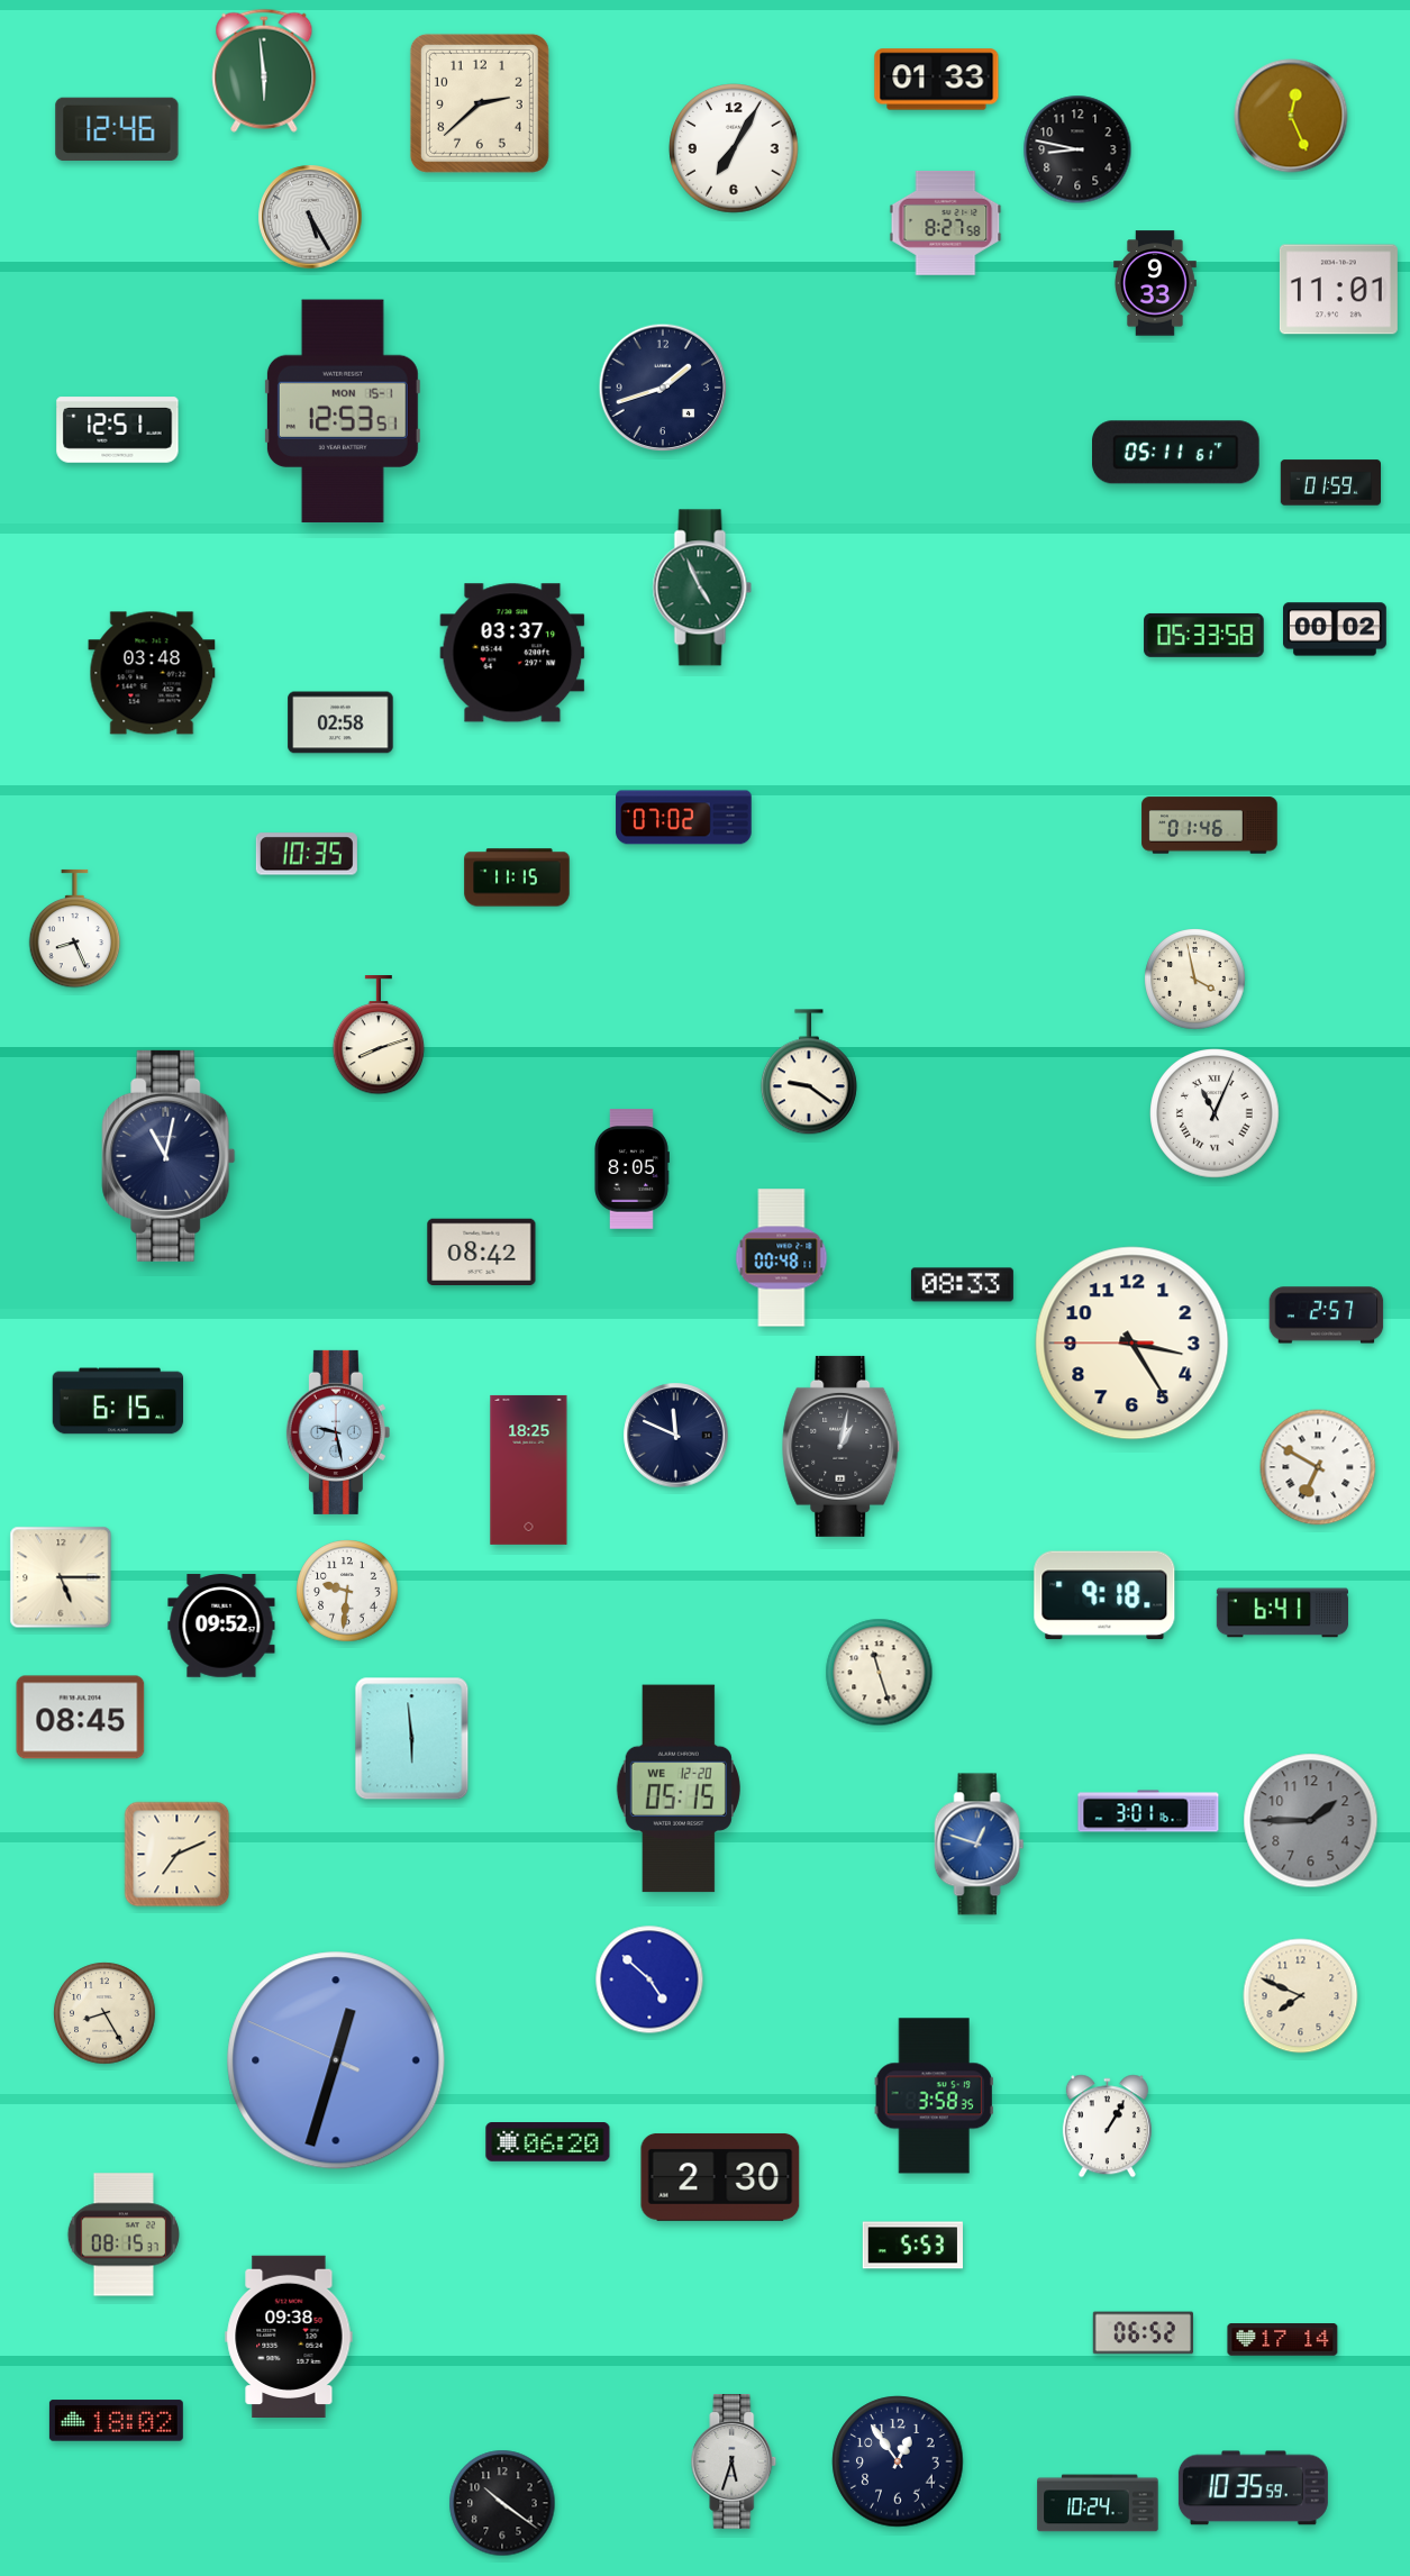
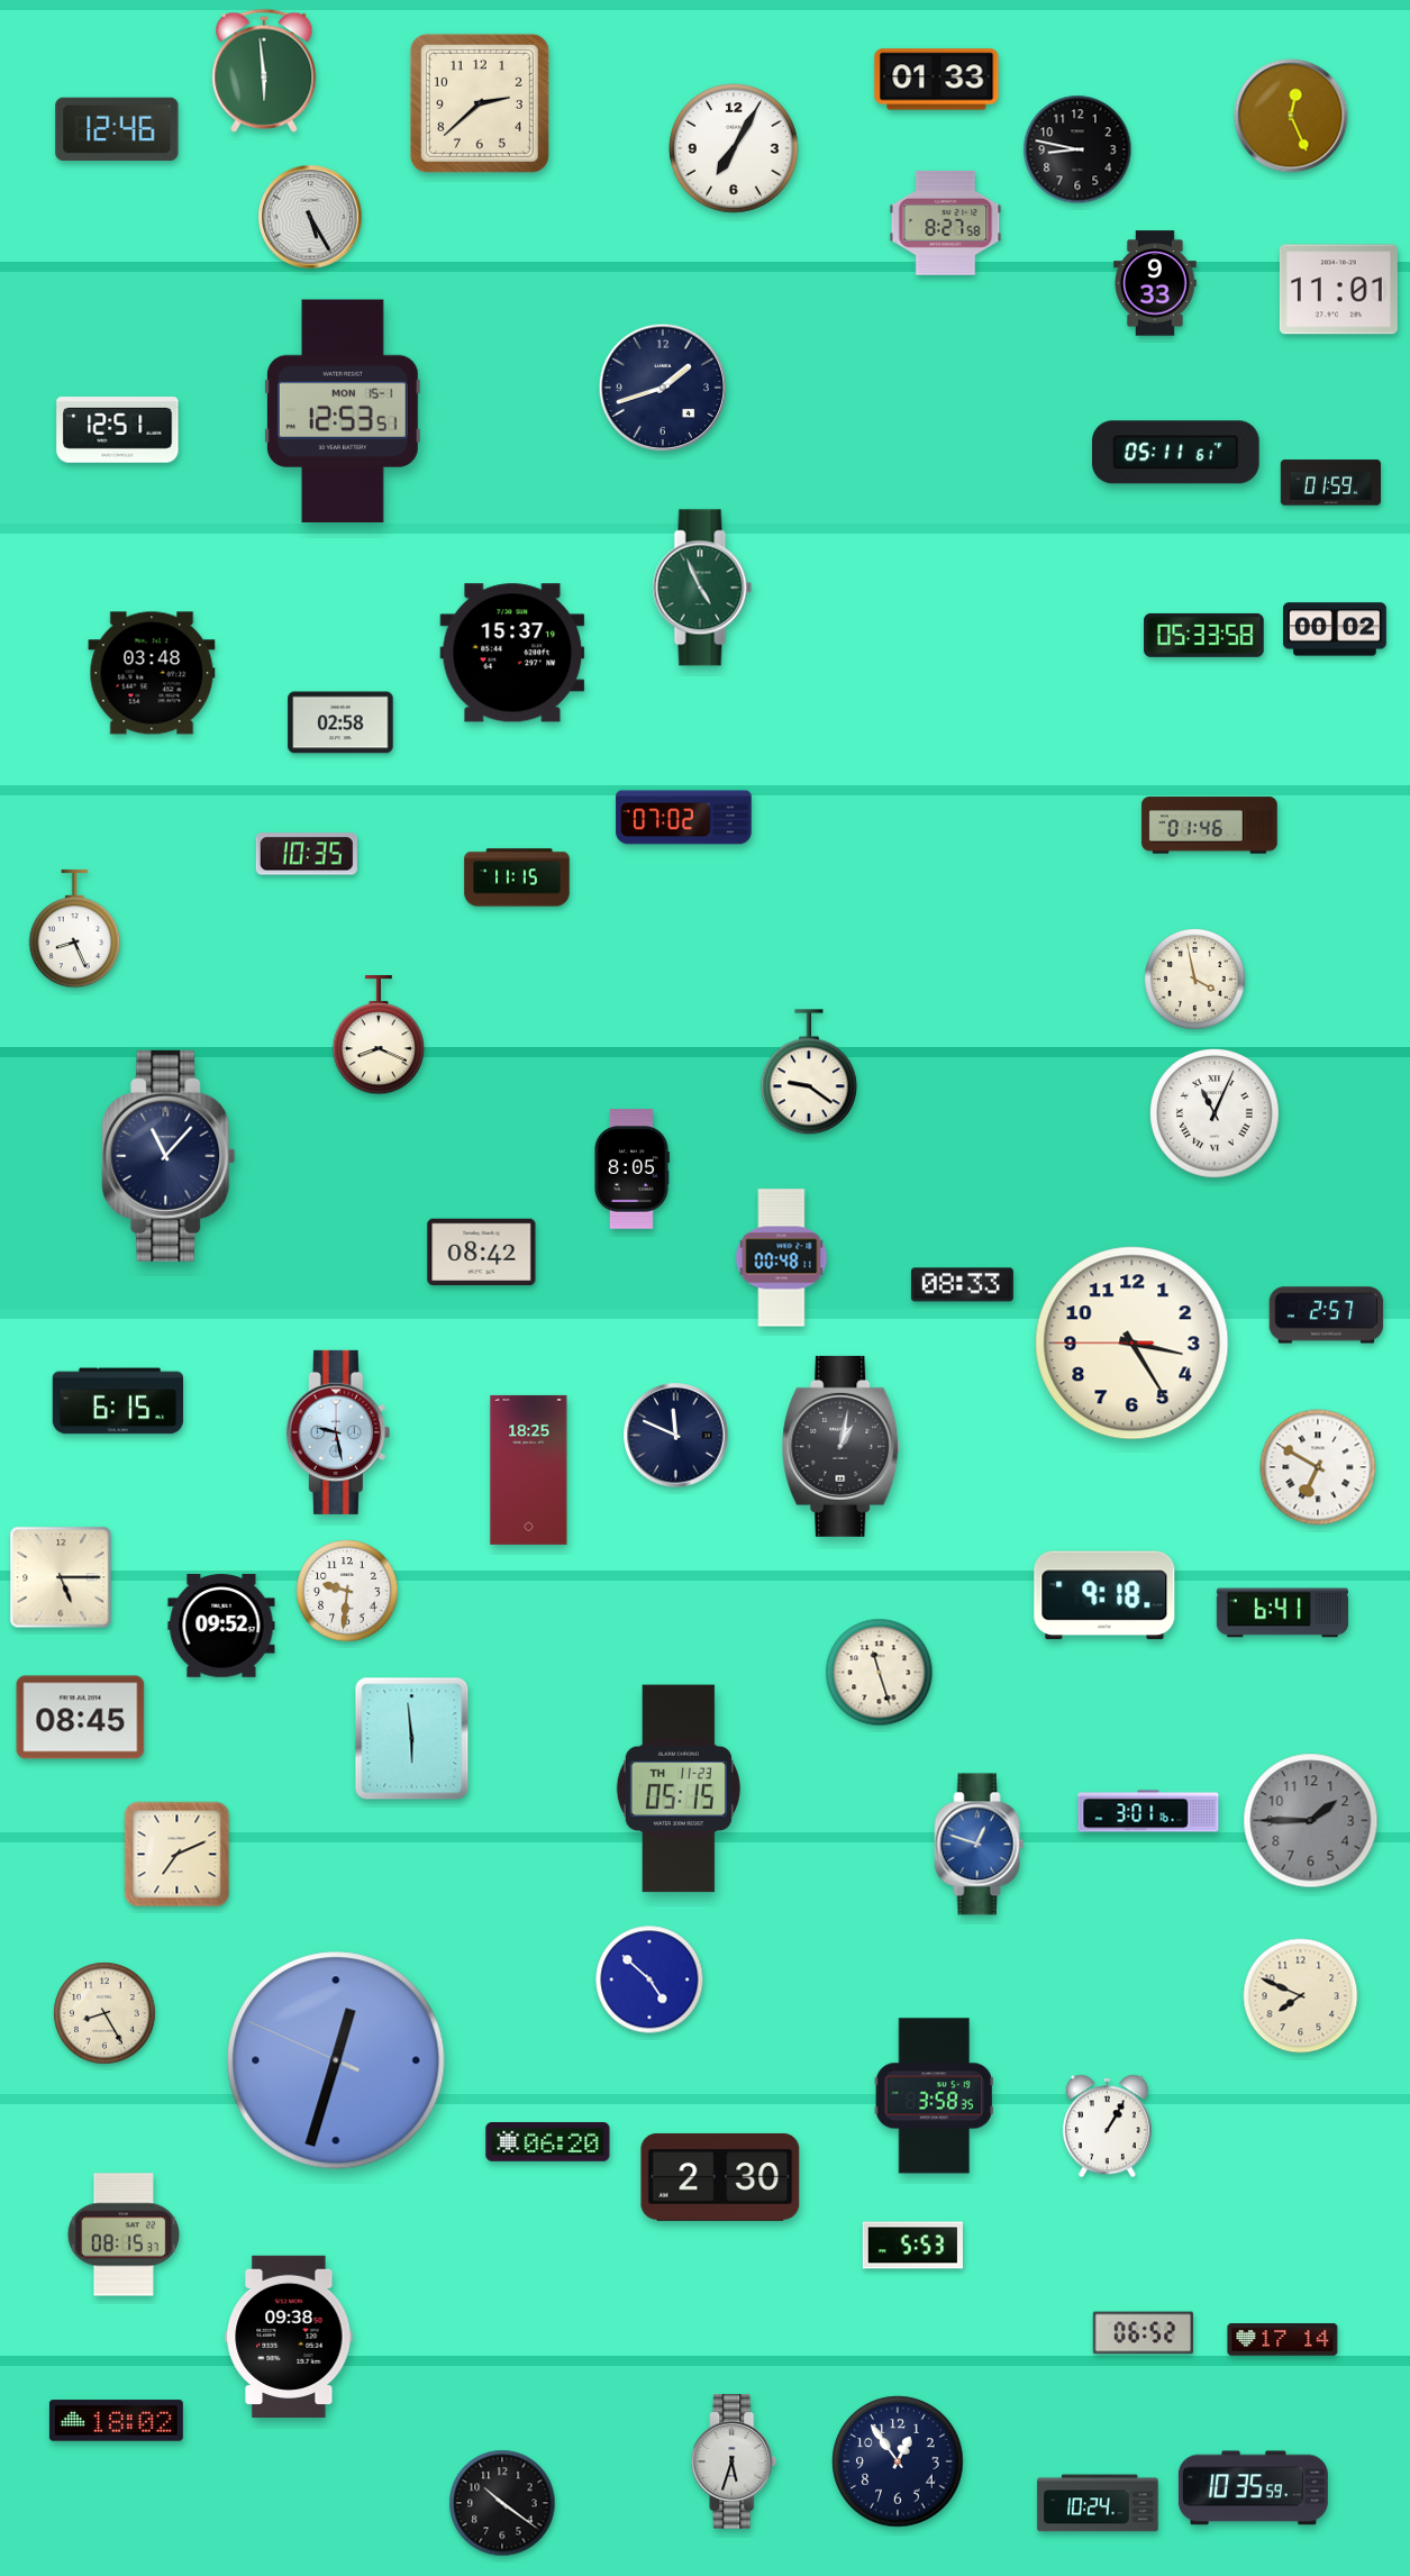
clock at (512, 653): 03:37 -> 15:37
clock at (379, 1036): 8:12 -> 8:19
clock at (169, 1156): 11:02 -> 11:07
clock at (679, 1788) date: WE 12-20 -> TH 11-23
